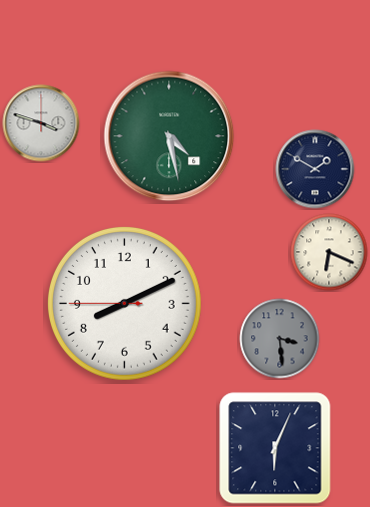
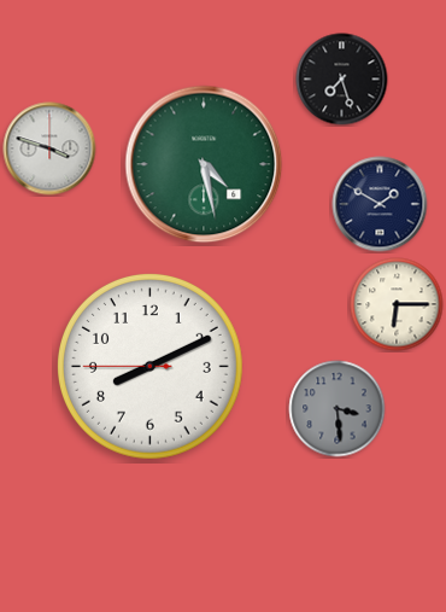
clock at (342, 80): none -> 7:27
clock at (329, 252): 6:19 -> 6:15
clock at (275, 448): 6:04 -> none
